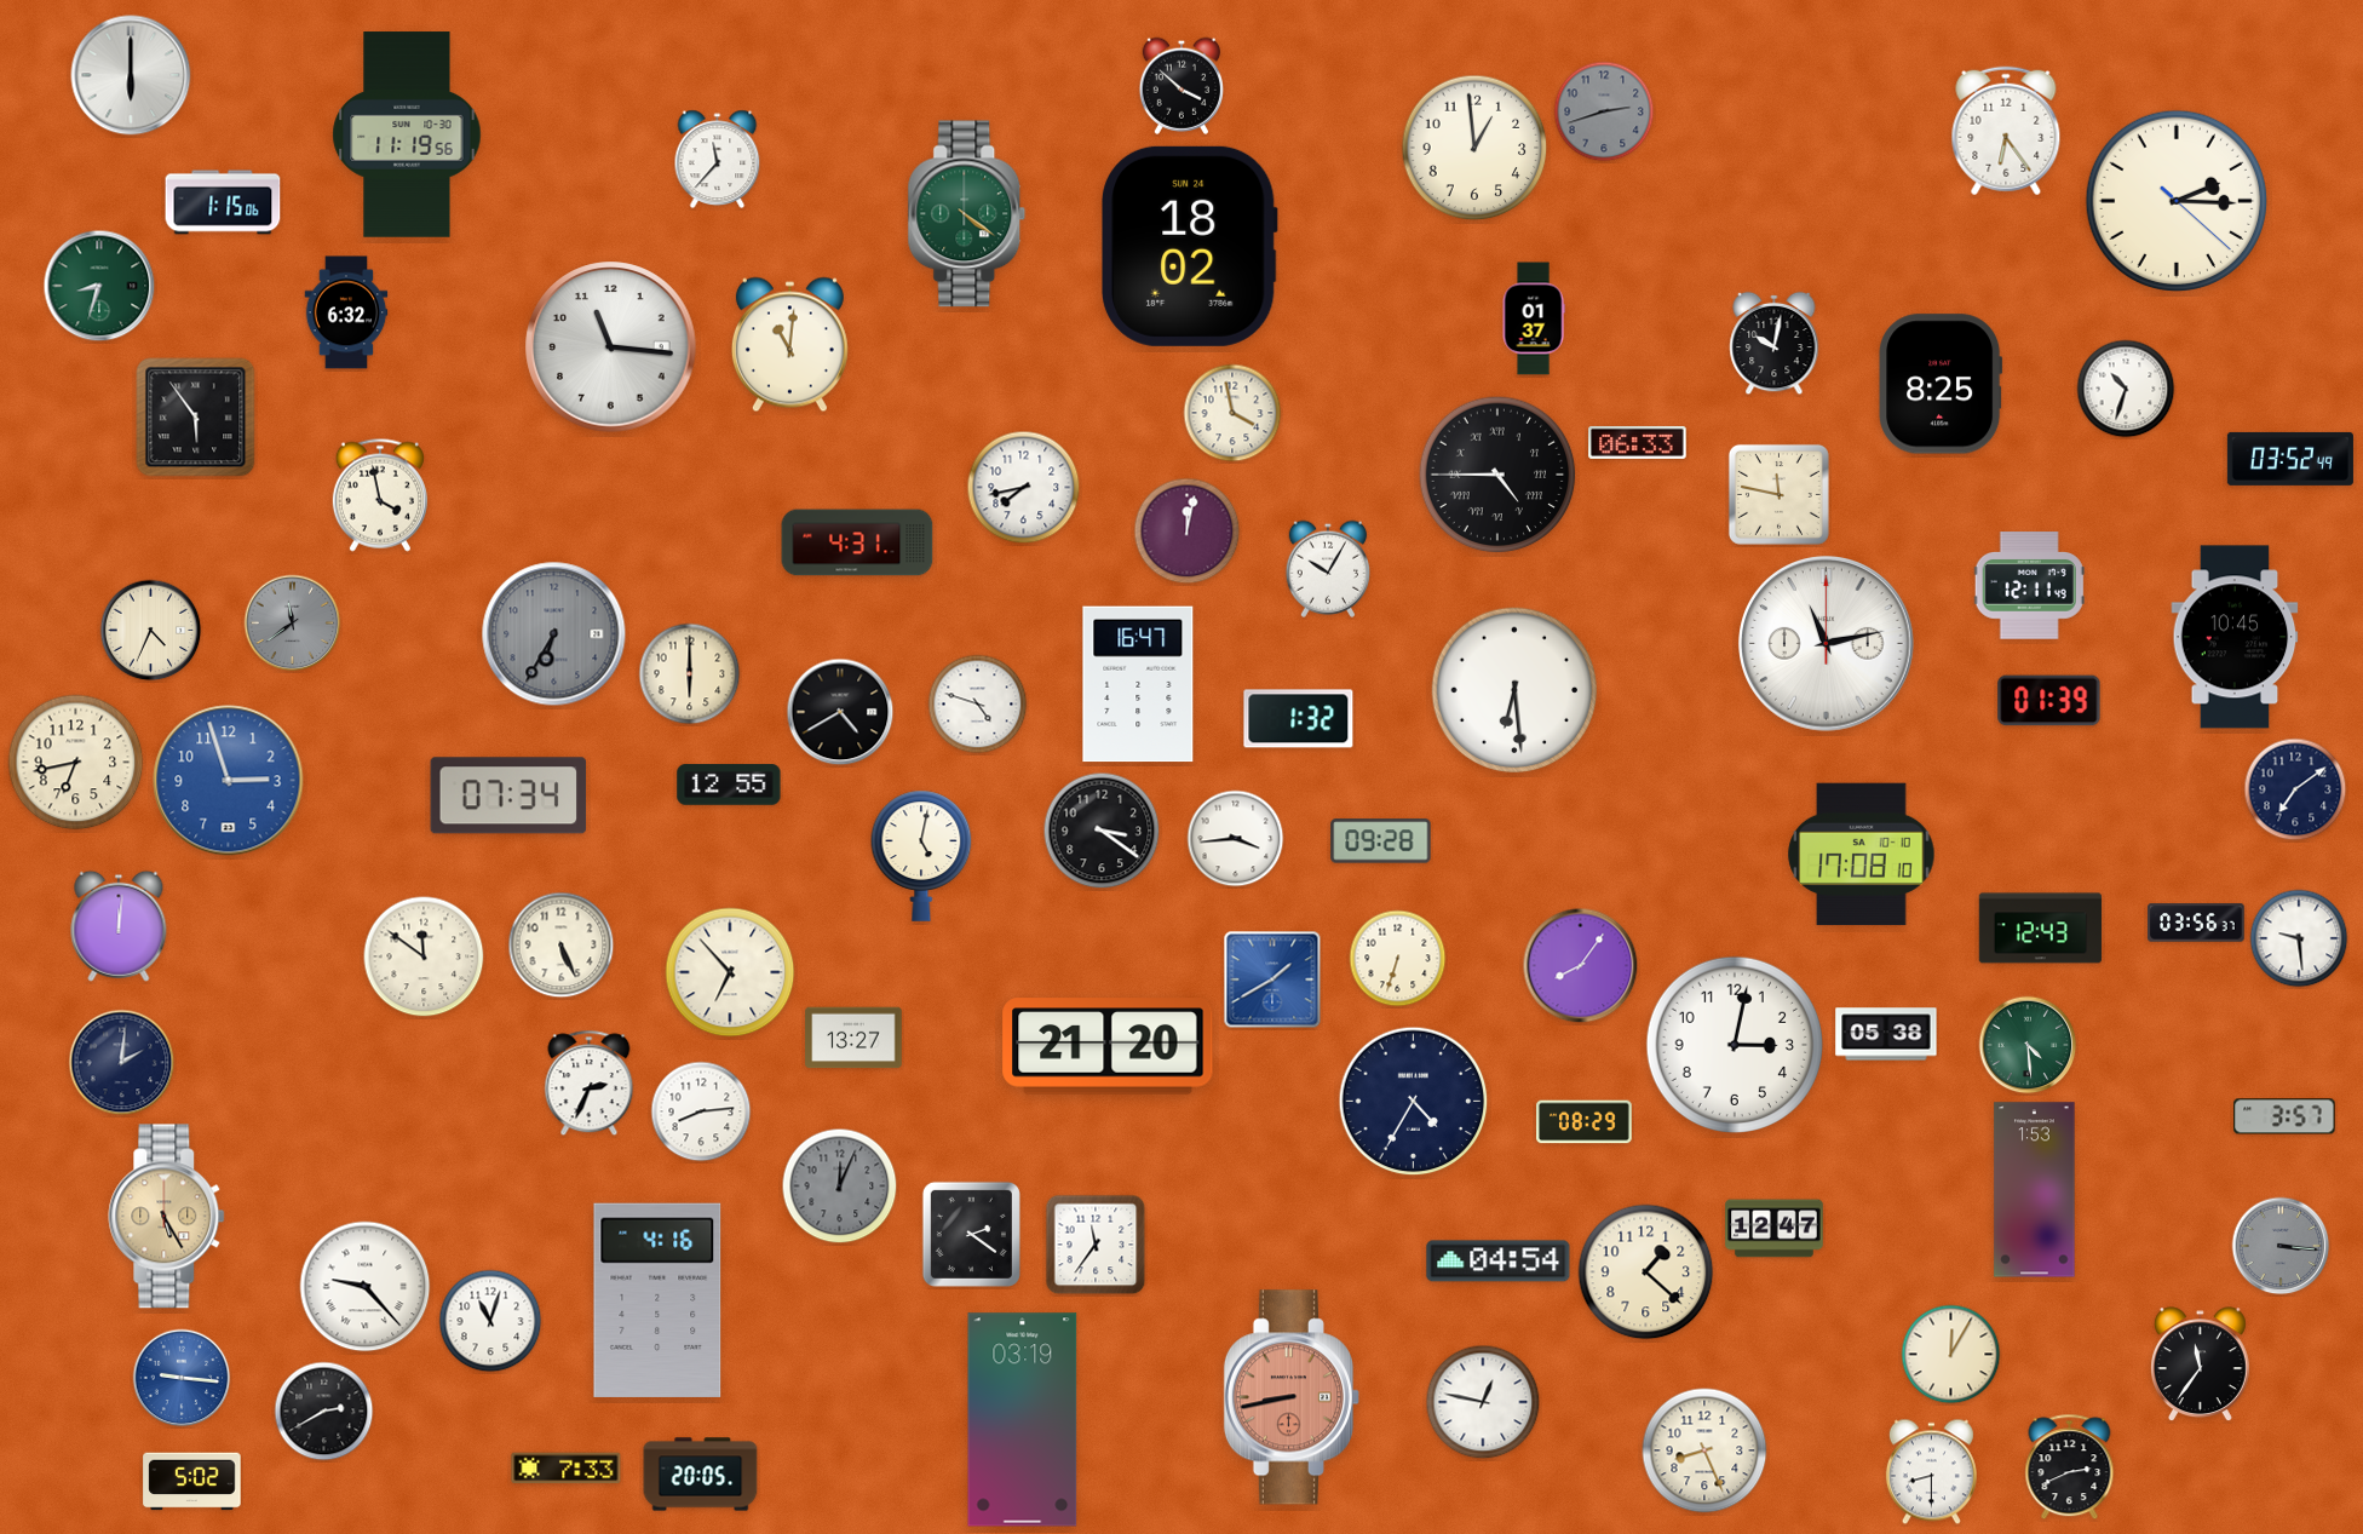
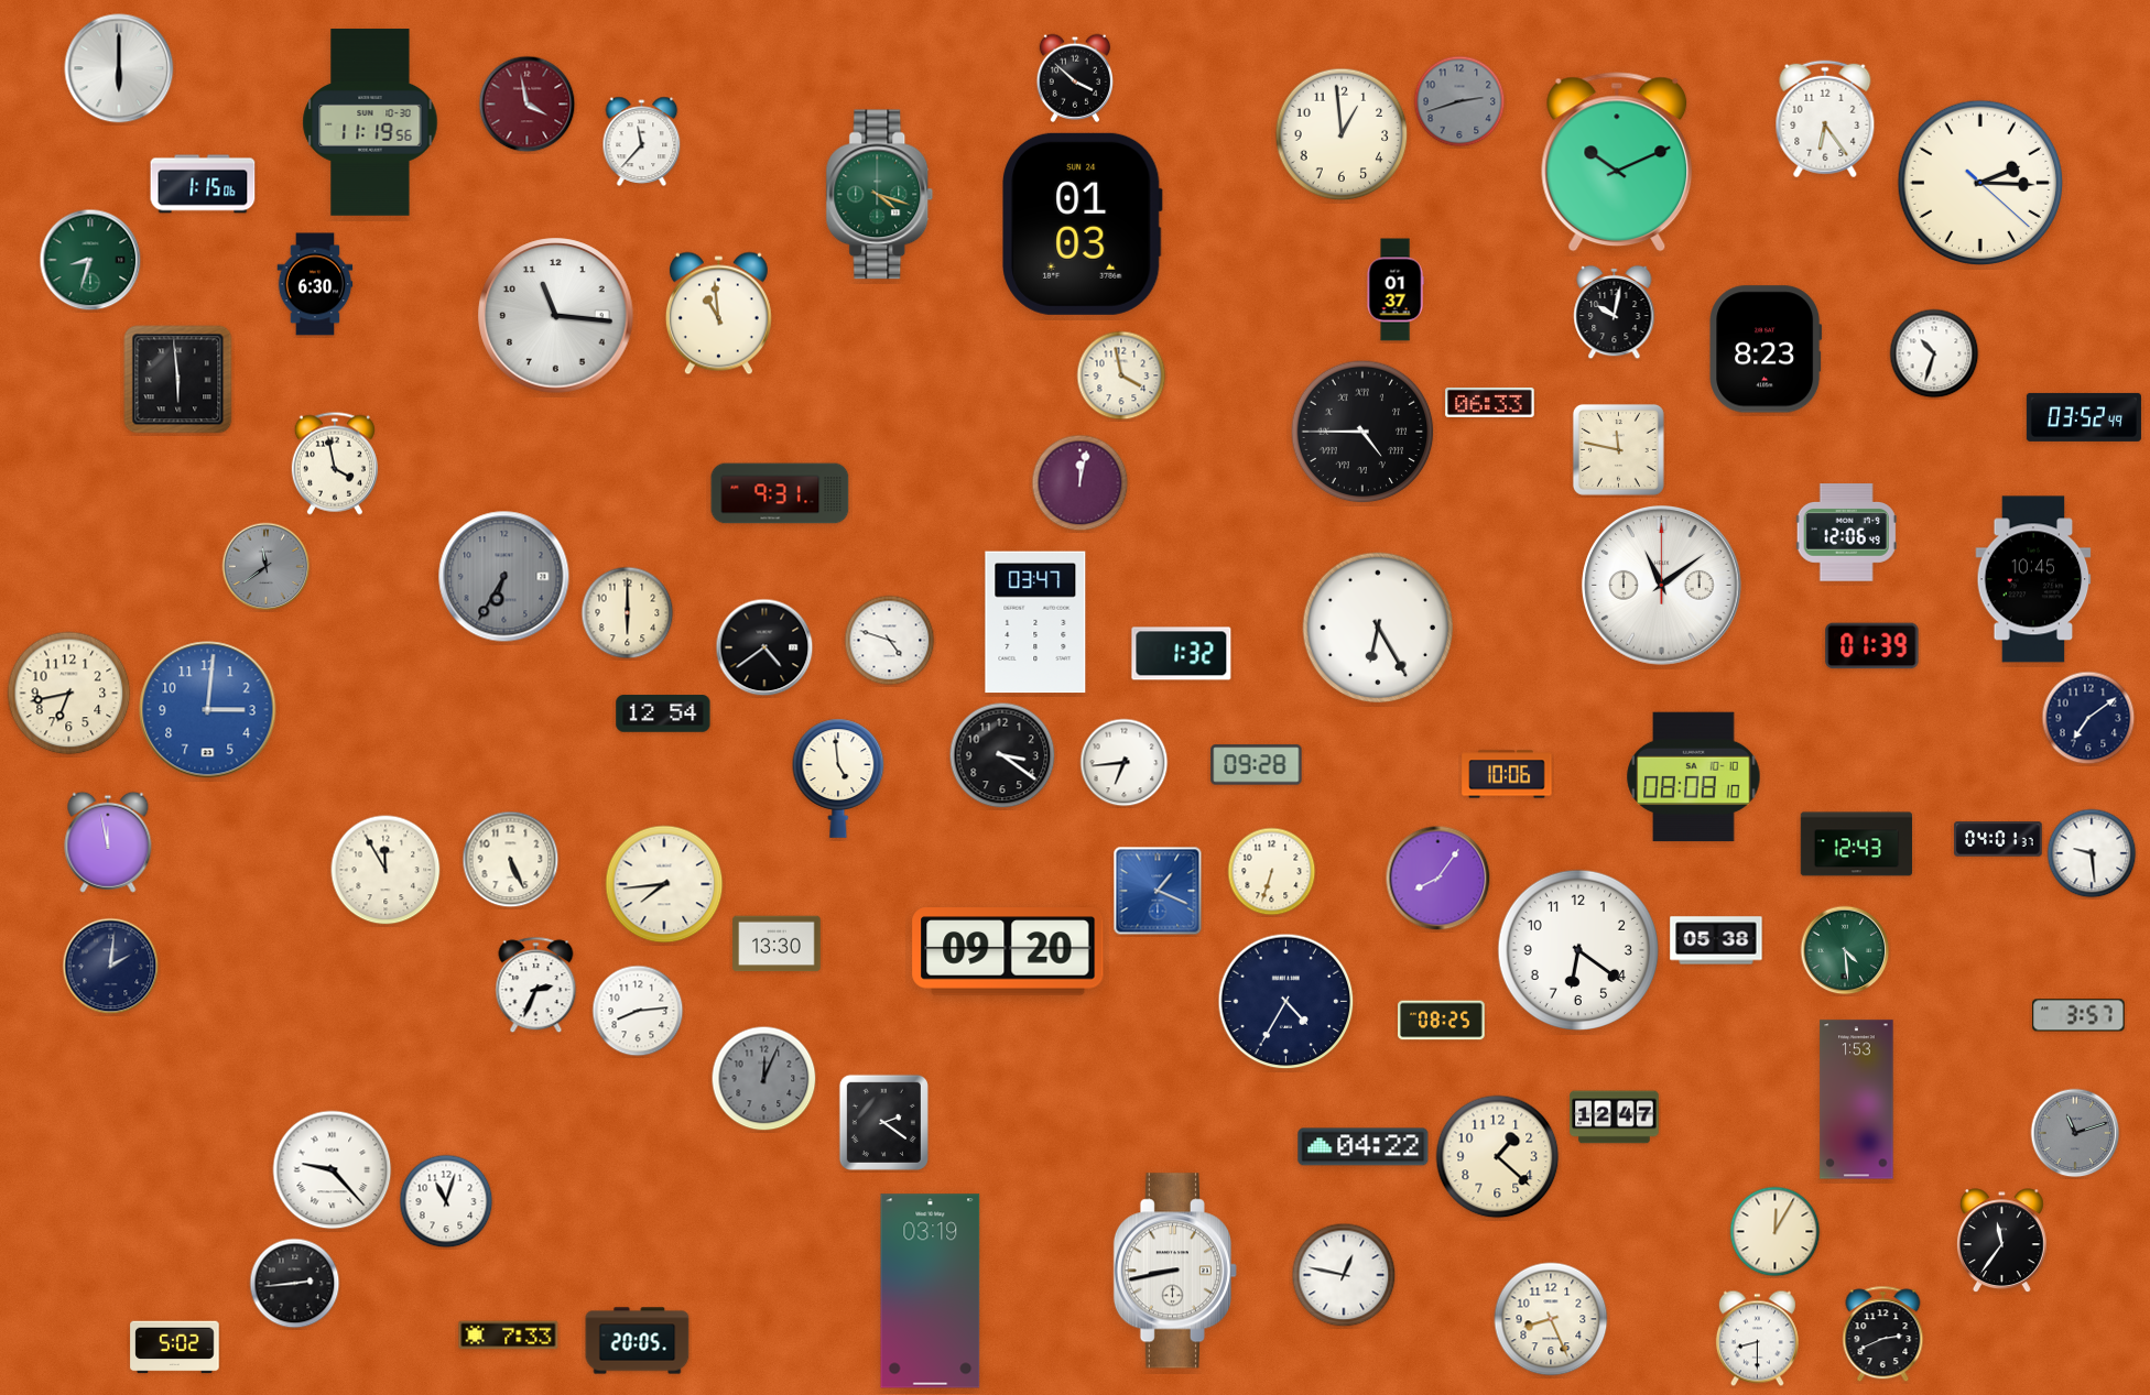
clock at (528, 105): none -> 3:58
clock at (718, 160) position: (718, 160) -> (642, 142)
clock at (1617, 162): none -> 10:11
clock at (967, 214): 4:21 -> 4:18
clock at (1190, 246): 18:02 -> 01:03
clock at (346, 312): 6:32 -> 6:30
clock at (789, 345): 11:01 -> 10:59
clock at (1941, 384): 8:25 -> 8:23
clock at (196, 418): 5:54 -> 5:59
clock at (1024, 488): 7:43 -> none
clock at (380, 495) position: (380, 495) -> (335, 464)
clock at (857, 542): 4:31 -> 9:31
clock at (1328, 569): 10:05 -> none
clock at (2029, 586): 12:11 -> 12:06
clock at (151, 631): 4:34 -> none
clock at (1827, 644): 11:13 -> 11:09
clock at (1138, 684): 16:47 -> 03:47
clock at (1514, 690): 6:29 -> 6:25
clock at (2049, 701) position: (2049, 701) -> (1872, 646)
clock at (840, 712): 4:40 -> 4:39
clock at (229, 781): 2:57 -> 3:01
clock at (729, 785): 12:55 -> 12:54
clock at (508, 795): 07:34 -> none
clock at (1236, 839): 3:44 -> 6:44
clock at (1507, 774): none -> 10:06
clock at (1862, 855): 17:08 -> 08:08
clock at (921, 856): 5:02 -> 4:59
clock at (2196, 923): 03:56 -> 04:01
clock at (119, 926): 12:01 -> 11:58
clock at (424, 956): 11:51 -> 11:55
clock at (730, 972): 6:53 -> 7:44
clock at (1272, 979): 1:40 -> 1:19
clock at (853, 1038): 13:27 -> 13:30
clock at (1735, 1045): 3:02 -> 6:21
clock at (1108, 1046): 21:20 -> 09:20
clock at (1585, 1122): 08:29 -> 08:25
clock at (2035, 1190) position: (2035, 1190) -> (1857, 1100)
clock at (167, 1217): 5:25 -> none
clock at (1096, 1245): 11:36 -> none
clock at (2281, 1246): 3:16 -> 11:12
clock at (1499, 1262): 04:54 -> 04:22
clock at (657, 1300): 4:16 -> none
clock at (182, 1378): 9:16 -> none
clock at (1292, 1397) dial: salmon -> white
clock at (1483, 1402) position: (1483, 1402) -> (1344, 1275)
clock at (324, 1412): 2:40 -> 2:44
clock at (567, 1469) position: (567, 1469) -> (509, 1336)
